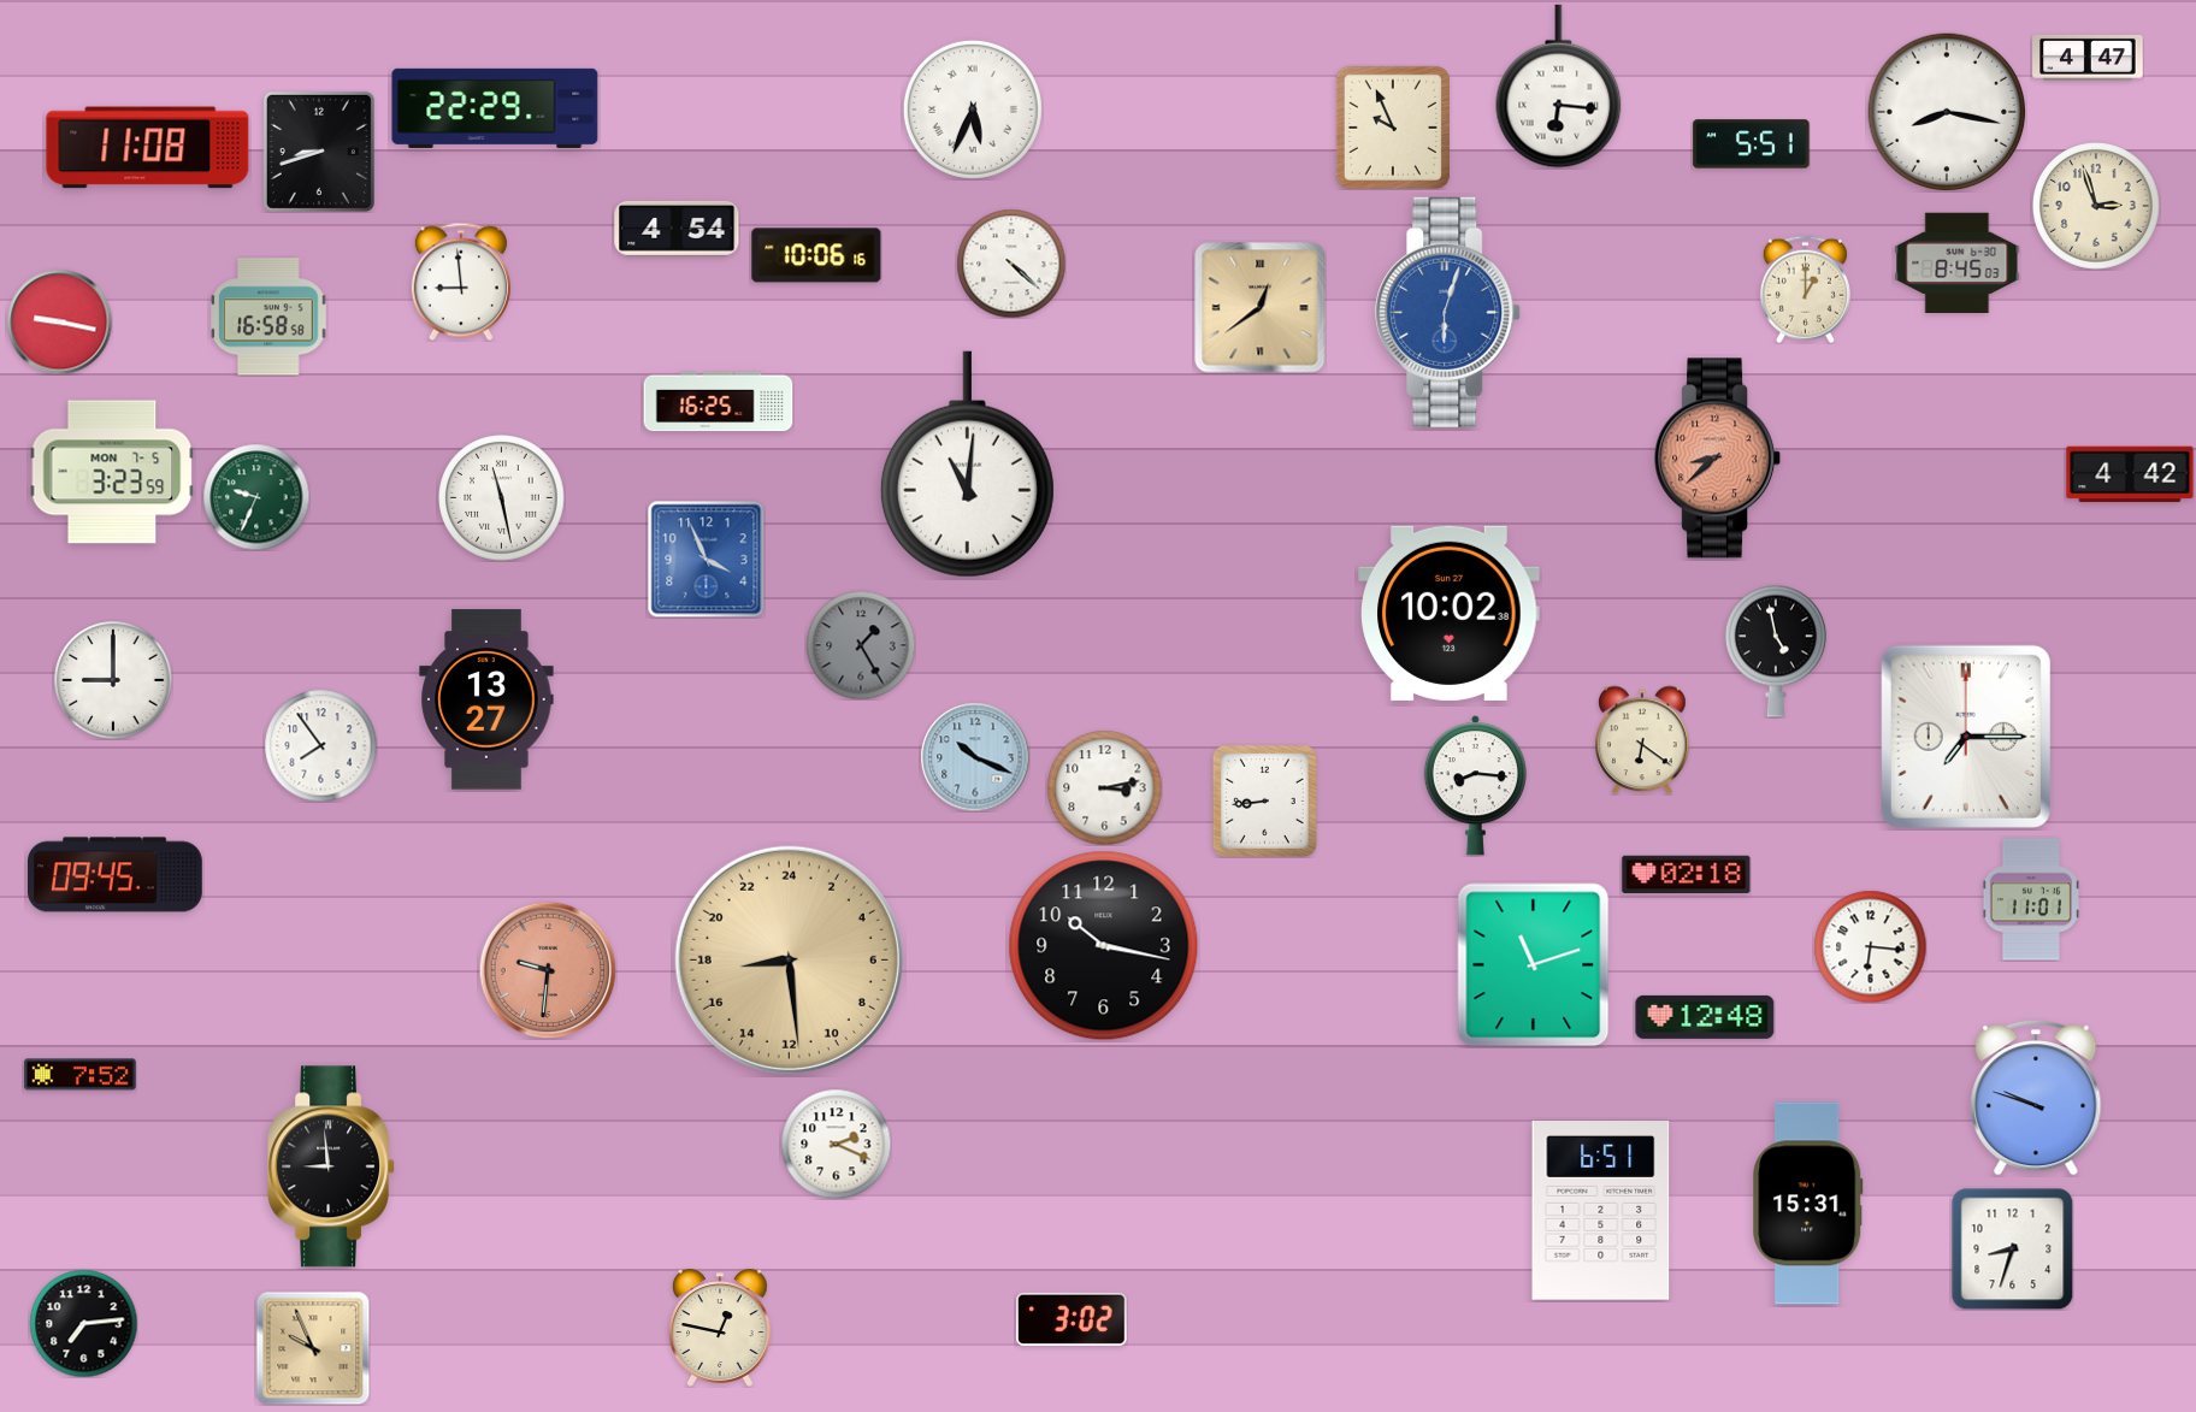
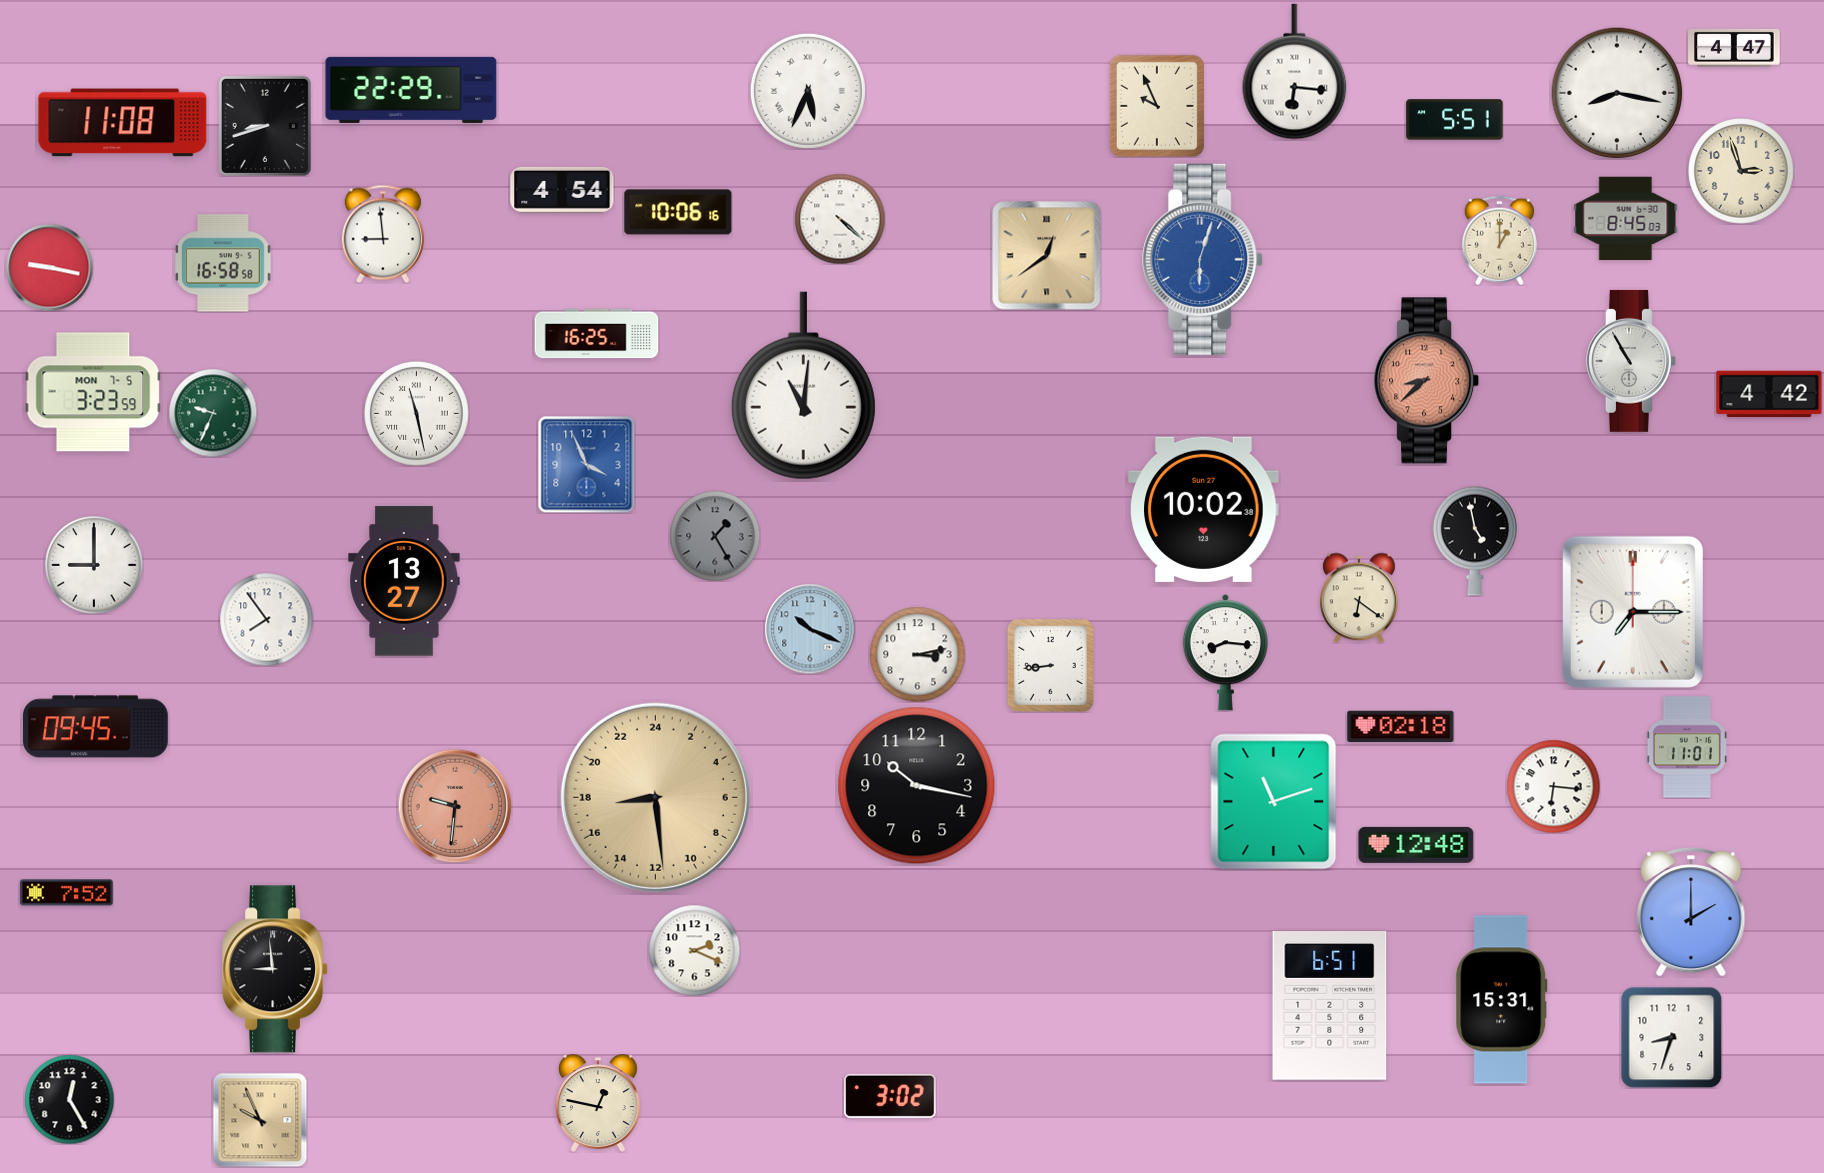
clock at (1631, 361): none -> 10:55
clock at (1642, 740) position: (1642, 740) -> (1359, 598)
clock at (2036, 1098): 9:48 -> 2:00
clock at (83, 1323): 7:14 -> 12:25
